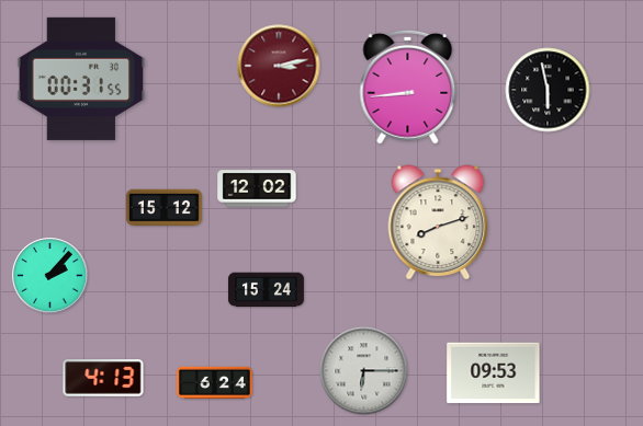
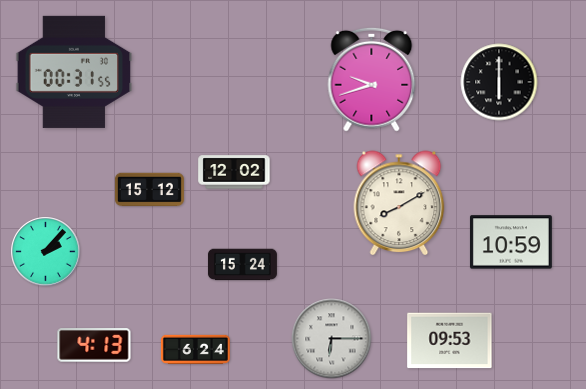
clock at (279, 66): 3:13 -> none
clock at (408, 87): 8:44 -> 9:42
clock at (548, 90): 5:58 -> 6:00
clock at (438, 222): 8:12 -> 8:10
clock at (511, 242): none -> 10:59
